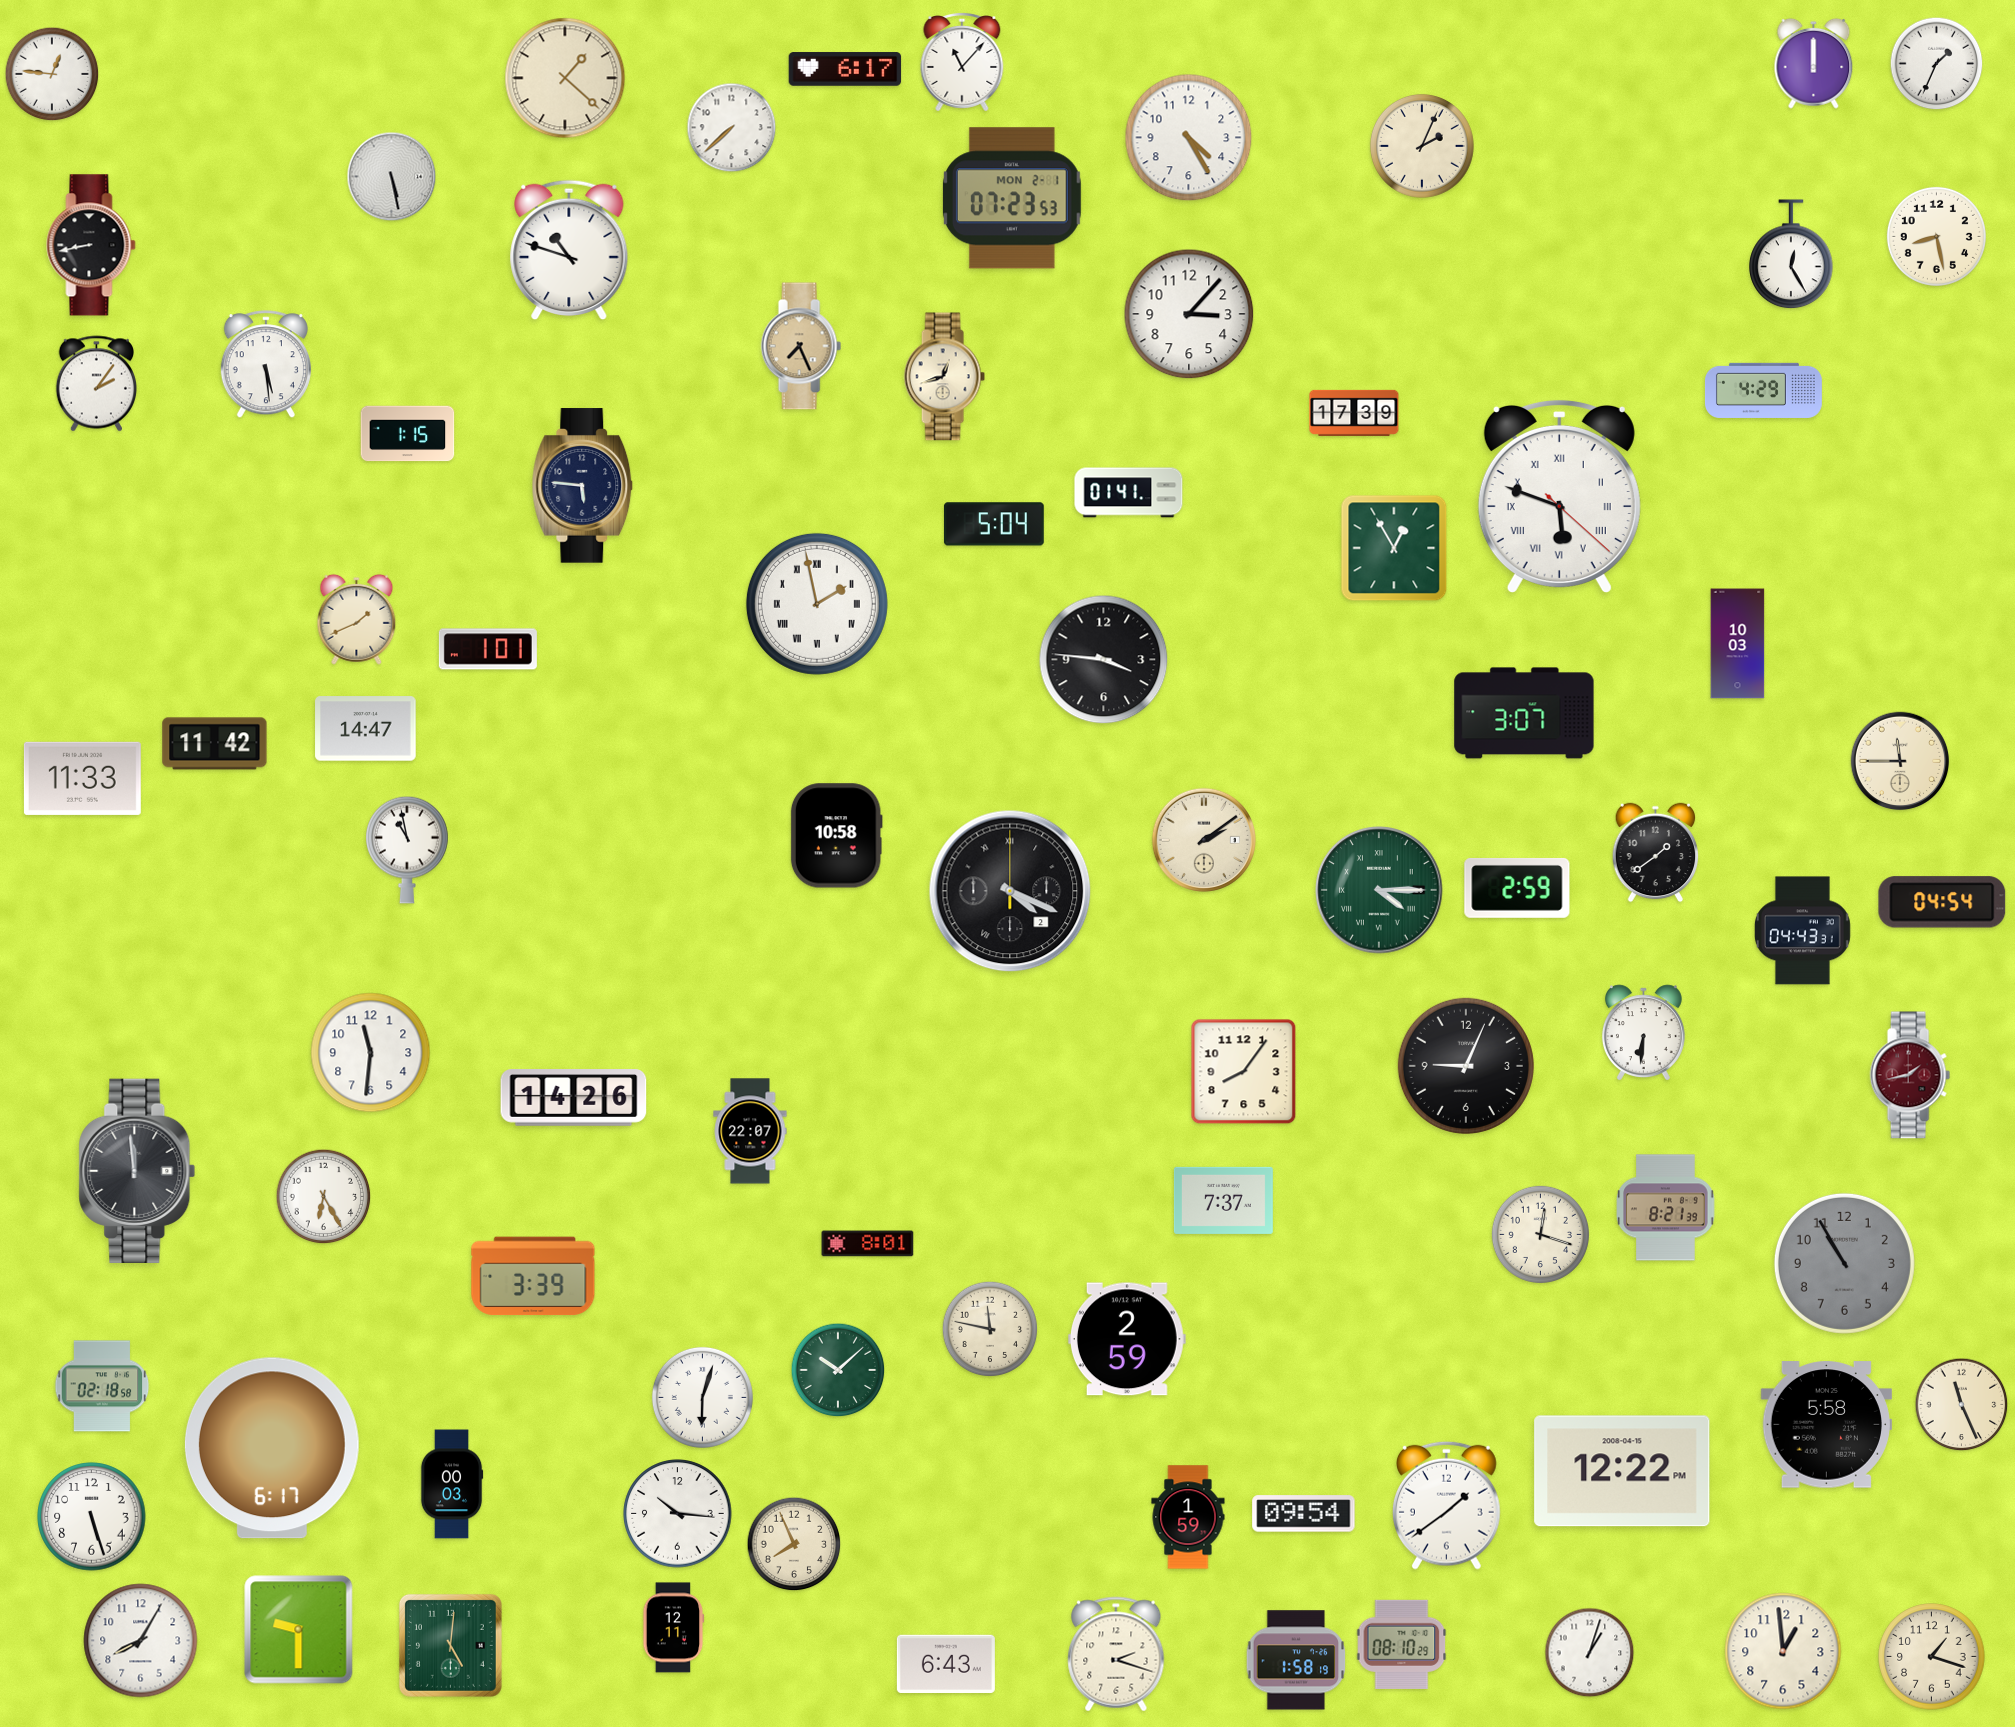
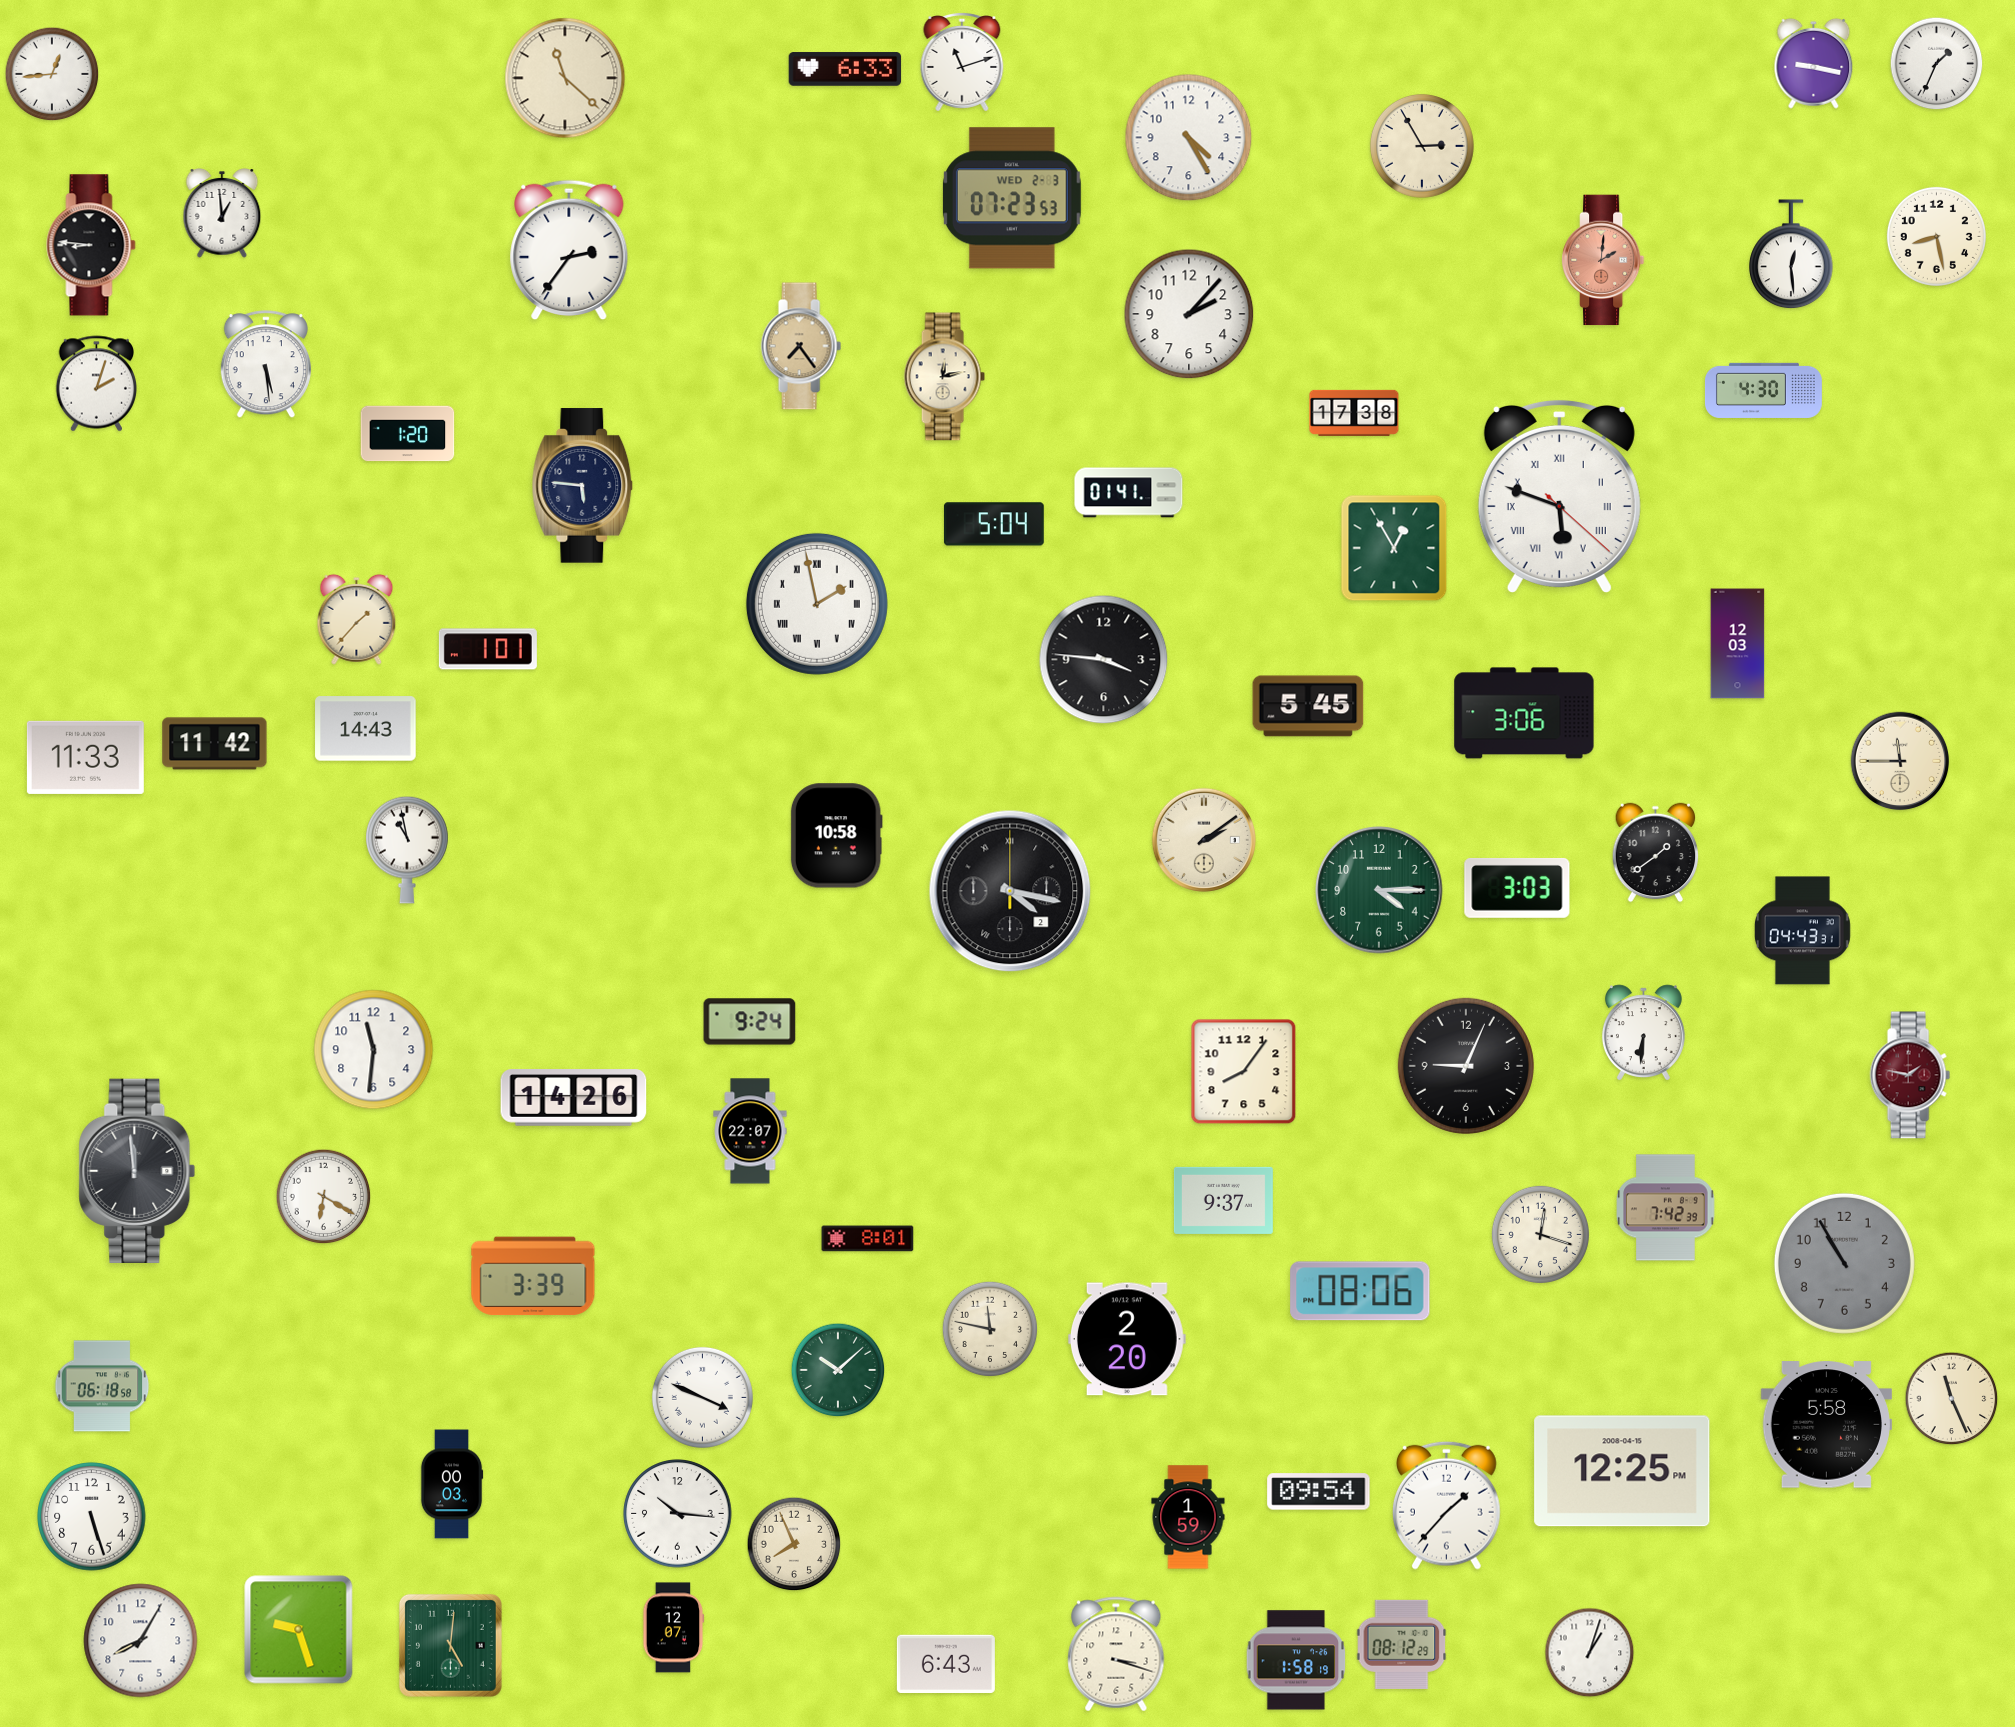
clock at (962, 63): 11:07 -> 11:12
clock at (1814, 63): 12:00 -> 9:17
clock at (845, 69): 6:17 -> 6:33
clock at (52, 74): 12:46 -> 12:44
clock at (565, 78): 1:22 -> 11:22
clock at (732, 128): 7:38 -> none
clock at (1422, 146): 2:04 -> 2:55
clock at (392, 177): 5:28 -> none
clock at (1012, 198) date: MON 2-1 -> WED 2-3
clock at (222, 213): none -> 12:59
clock at (91, 245): 8:43 -> 8:46
clock at (569, 250): 10:48 -> 2:36
clock at (1791, 255): 12:25 -> 12:29
clock at (1603, 260): none -> 2:01
clock at (1189, 314): 3:07 -> 2:07
clock at (801, 346): 7:26 -> 7:24
clock at (944, 377): 12:42 -> 12:13
clock at (96, 384): 2:06 -> 2:03
clock at (1763, 390): 4:29 -> 4:30
clock at (1354, 413): 17:39 -> 17:38
clock at (408, 434): 1:15 -> 1:20
clock at (357, 619): 1:41 -> 1:37
clock at (1738, 644): 10:03 -> 12:03
clock at (1308, 706): none -> 5:45
clock at (1524, 713): 3:07 -> 3:06
clock at (366, 729): 14:47 -> 14:43
clock at (82, 778) position: (82, 778) -> (85, 757)
clock at (1517, 888): 2:59 -> 3:03
clock at (1379, 890) numerals: Roman -> Arabic
clock at (1010, 891): 4:19 -> 4:17
clock at (1942, 902): 04:54 -> none
clock at (750, 1022): none -> 9:24
clock at (371, 1053) position: (371, 1053) -> (374, 1050)
clock at (1910, 1075): 1:43 -> 1:47
clock at (324, 1197): 6:25 -> 6:20
clock at (1223, 1200): 7:37 -> 9:37
clock at (1666, 1208): 8:21 -> 7:42
clock at (868, 1244) position: (868, 1244) -> (868, 1239)
clock at (1360, 1291): none -> 08:06
clock at (1127, 1339): 2:59 -> 2:20
clock at (102, 1386): 02:18 -> 06:18
clock at (702, 1397): 6:03 -> 3:49
clock at (1962, 1405) position: (1962, 1405) -> (1952, 1399)
clock at (272, 1448): 6:17 -> none
clock at (1622, 1471): 12:22 -> 12:25
clock at (1446, 1505): 1:39 -> 1:37
clock at (1304, 1514) position: (1304, 1514) -> (1319, 1492)
clock at (673, 1628): 12:11 -> 12:07
clock at (299, 1630): 9:30 -> 9:27
clock at (1402, 1644): 08:10 -> 08:12
clock at (1783, 1651): 12:59 -> none
clock at (1116, 1654): 2:18 -> 3:18
clock at (1932, 1657): 1:18 -> none
